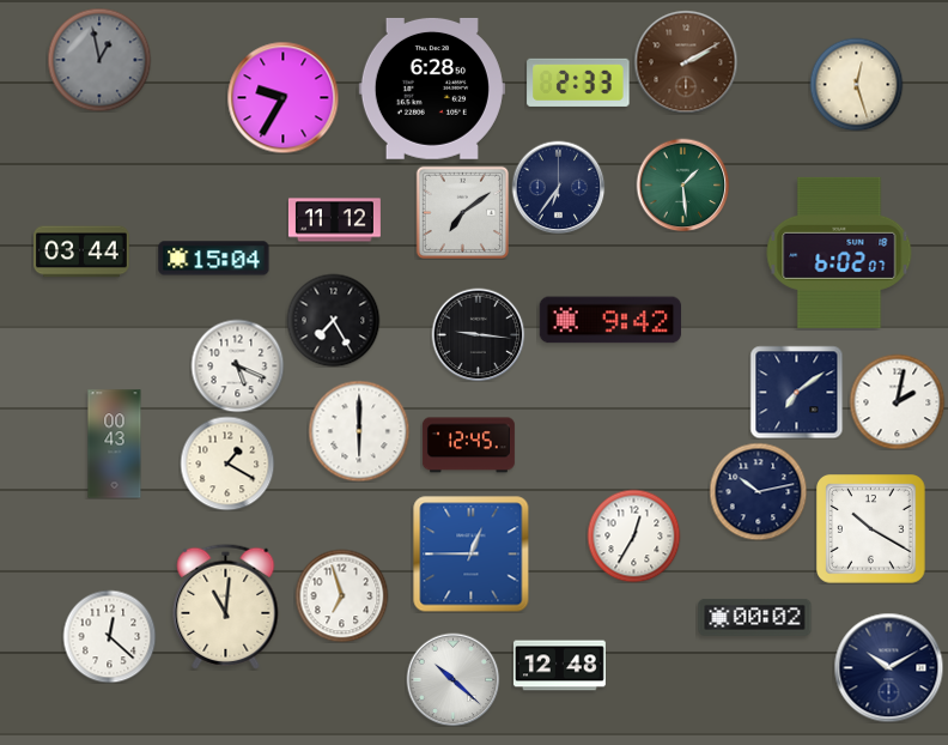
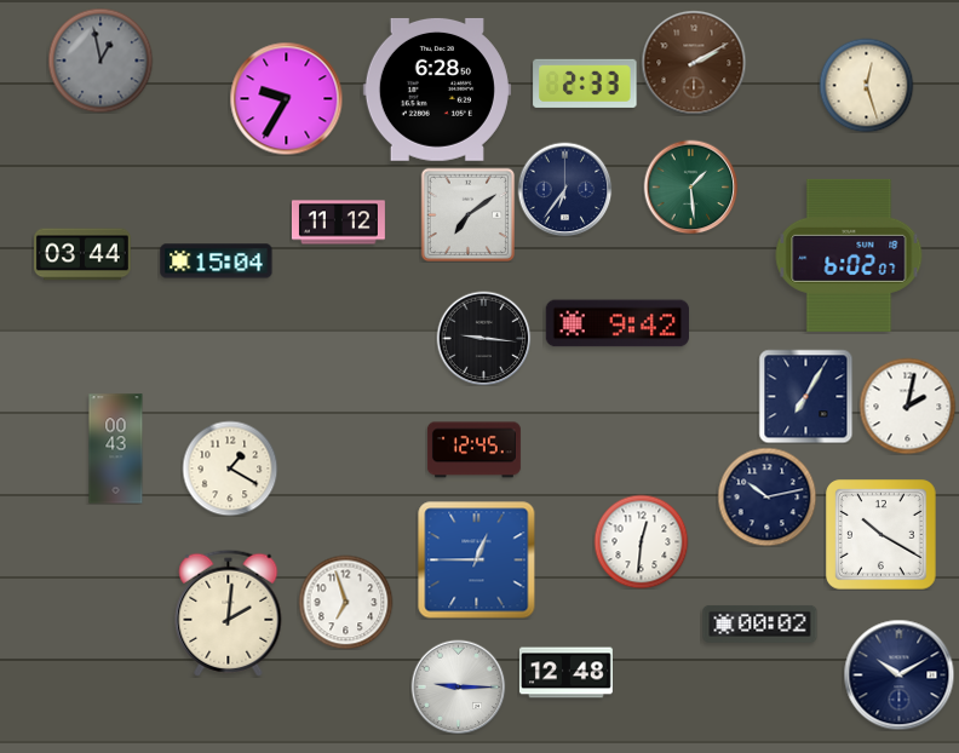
clock at (333, 320): 7:25 -> none
clock at (237, 365): 5:19 -> none
clock at (796, 392): 7:09 -> 7:05
clock at (359, 431): 6:00 -> none
clock at (633, 535): 12:35 -> 12:31
clock at (226, 606): 11:01 -> 2:01
clock at (755, 617) position: (755, 617) -> (760, 623)
clock at (109, 636): 12:22 -> none
clock at (452, 679): 10:22 -> 9:15
